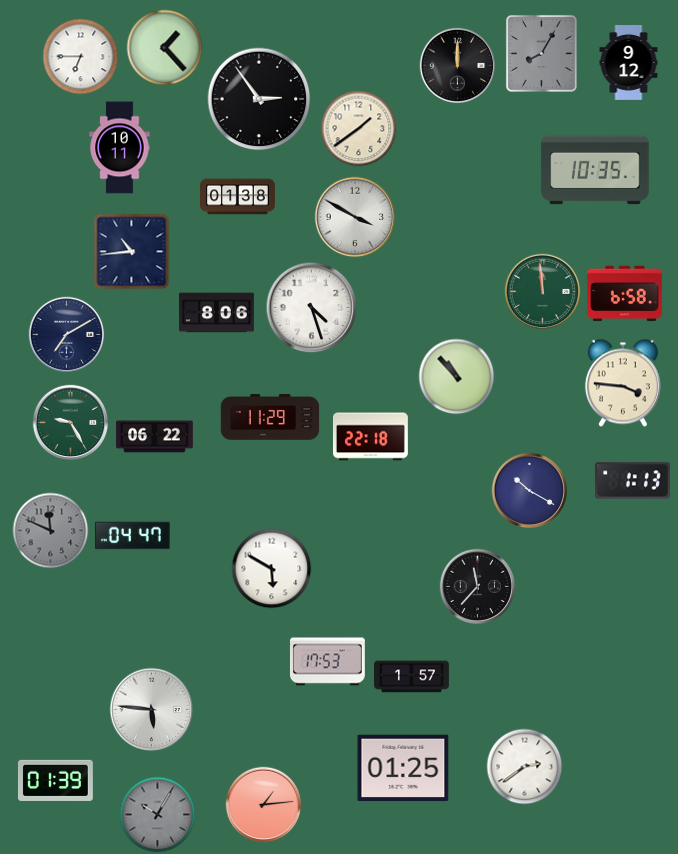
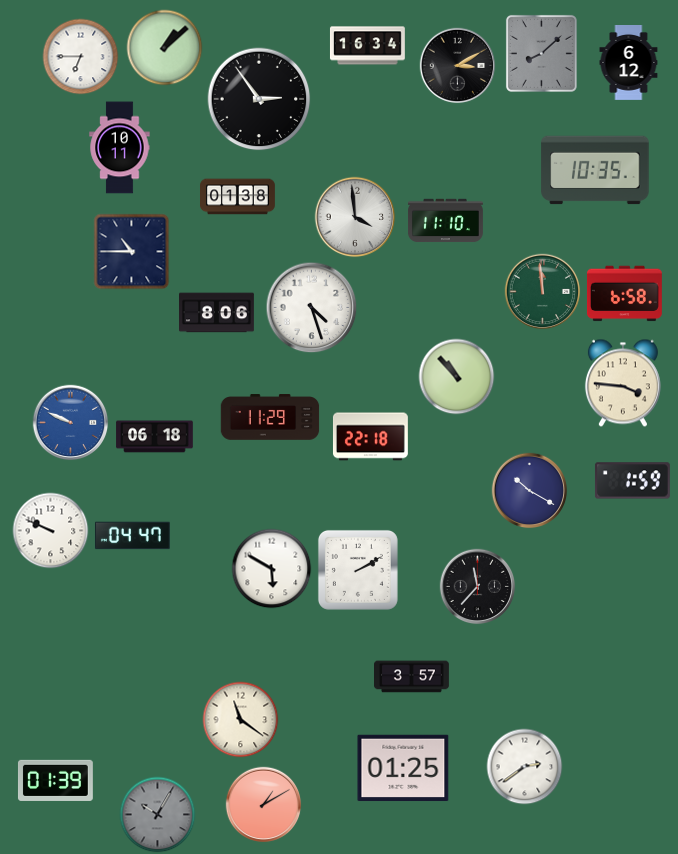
clock at (367, 46): none -> 16:34
clock at (165, 48): 1:23 -> 1:08
clock at (541, 53): 8:05 -> 8:08
clock at (629, 63): 9:12 -> 6:12
clock at (458, 66): 12:00 -> 3:10
clock at (359, 129): 1:39 -> none
clock at (355, 217): 3:50 -> 3:59
clock at (446, 221): none -> 11:10
clock at (132, 252): 10:44 -> 10:45
clock at (67, 335): 7:10 -> none
clock at (71, 423): 9:25 -> 9:49
clock at (71, 423) dial: green -> blue
clock at (155, 437): 06:22 -> 06:18
clock at (632, 481): 1:13 -> 1:59
clock at (51, 531): 11:49 -> 9:49
clock at (51, 531) dial: grey -> white
clock at (358, 570): none -> 2:10
clock at (327, 662): 17:53 -> none
clock at (412, 677): 1:57 -> 3:57
clock at (152, 710): 5:46 -> none
clock at (241, 720): none -> 11:21
clock at (264, 805): 1:14 -> 1:10
